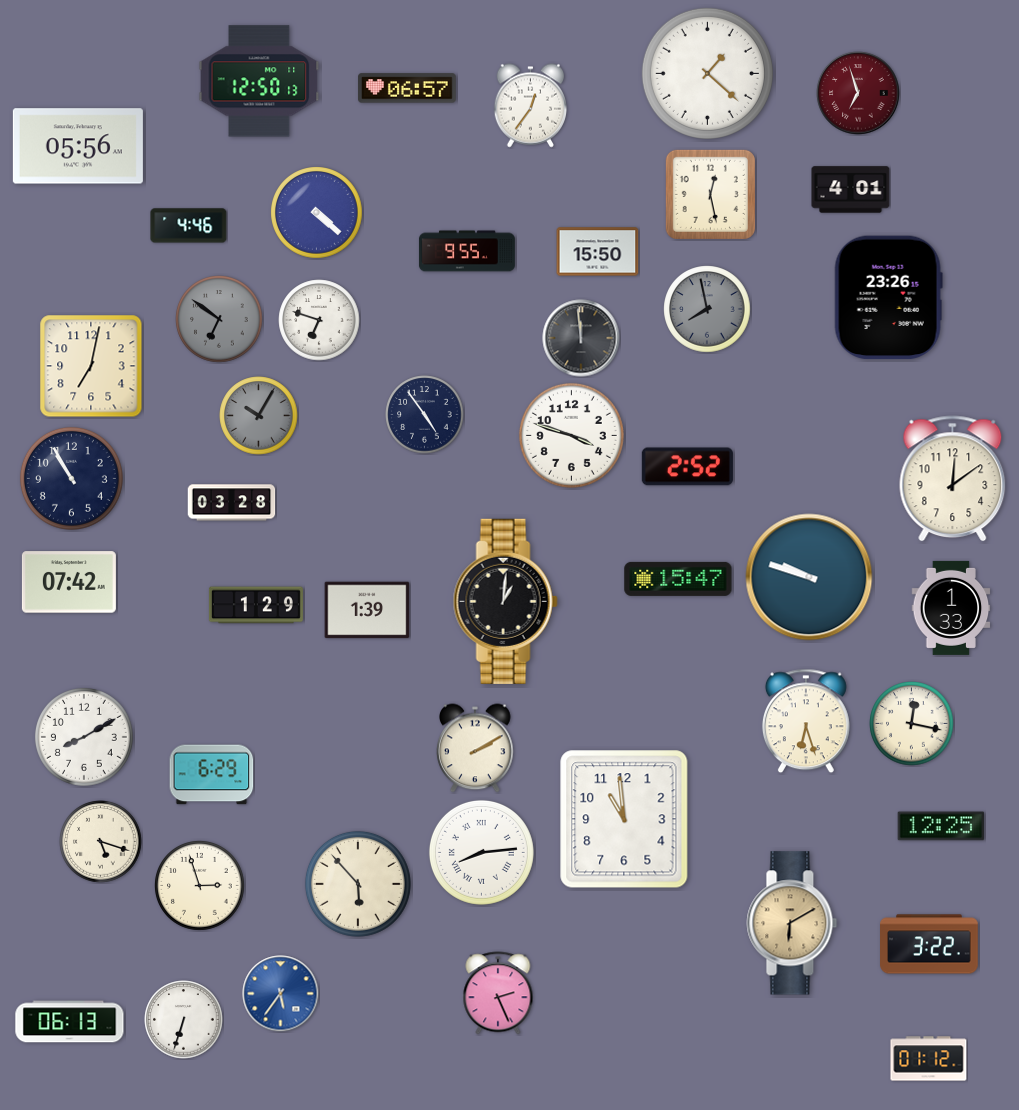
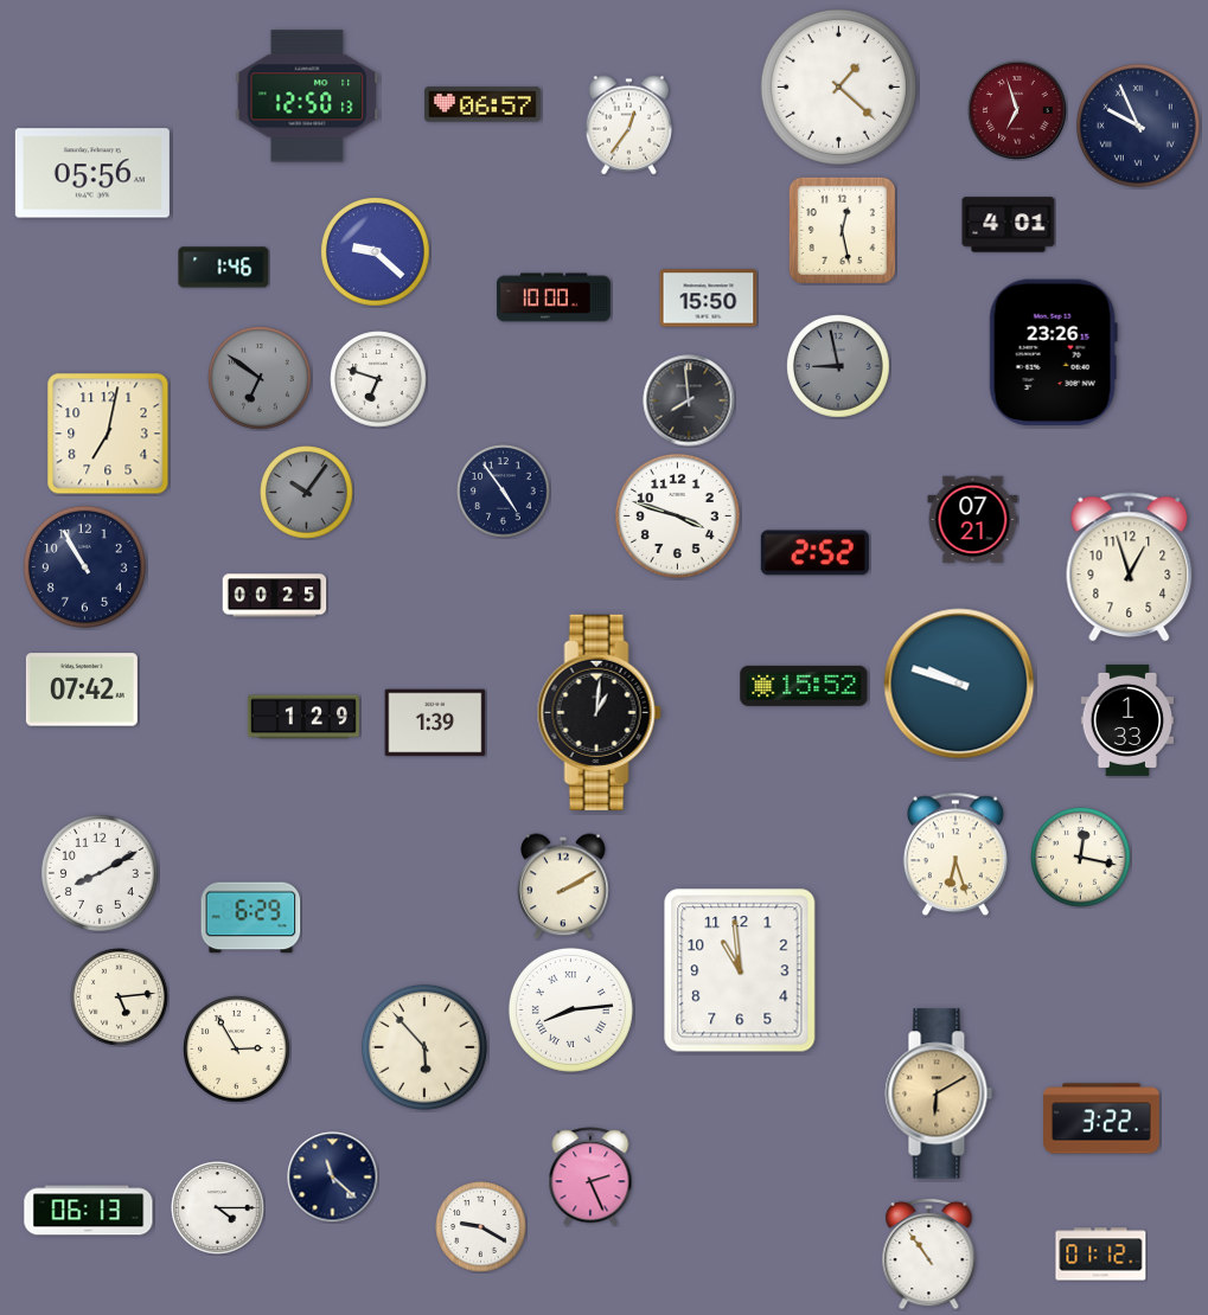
clock at (1138, 126): none -> 9:56
clock at (317, 213): 4:22 -> 9:22
clock at (189, 226): 4:46 -> 1:46
clock at (467, 251): 9:55 -> 10:00
clock at (707, 309): 7:58 -> 8:58
clock at (581, 338): 11:59 -> 7:59
clock at (259, 416): 10:05 -> 10:06
clock at (973, 520): none -> 07:21
clock at (953, 479): 12:09 -> 12:57
clock at (232, 503): 03:28 -> 00:25
clock at (678, 579): 15:47 -> 15:52
clock at (941, 826): 12:25 -> none
clock at (101, 842): 5:18 -> 5:14
clock at (200, 886): 2:57 -> 2:55
clock at (281, 994): 5:36 -> 11:22
clock at (281, 994) dial: blue -> navy
clock at (184, 1020): 6:33 -> 4:15
clock at (70, 1022) position: (70, 1022) -> (89, 1211)
clock at (481, 1227): none -> 9:20
clock at (929, 1253): none -> 10:54
